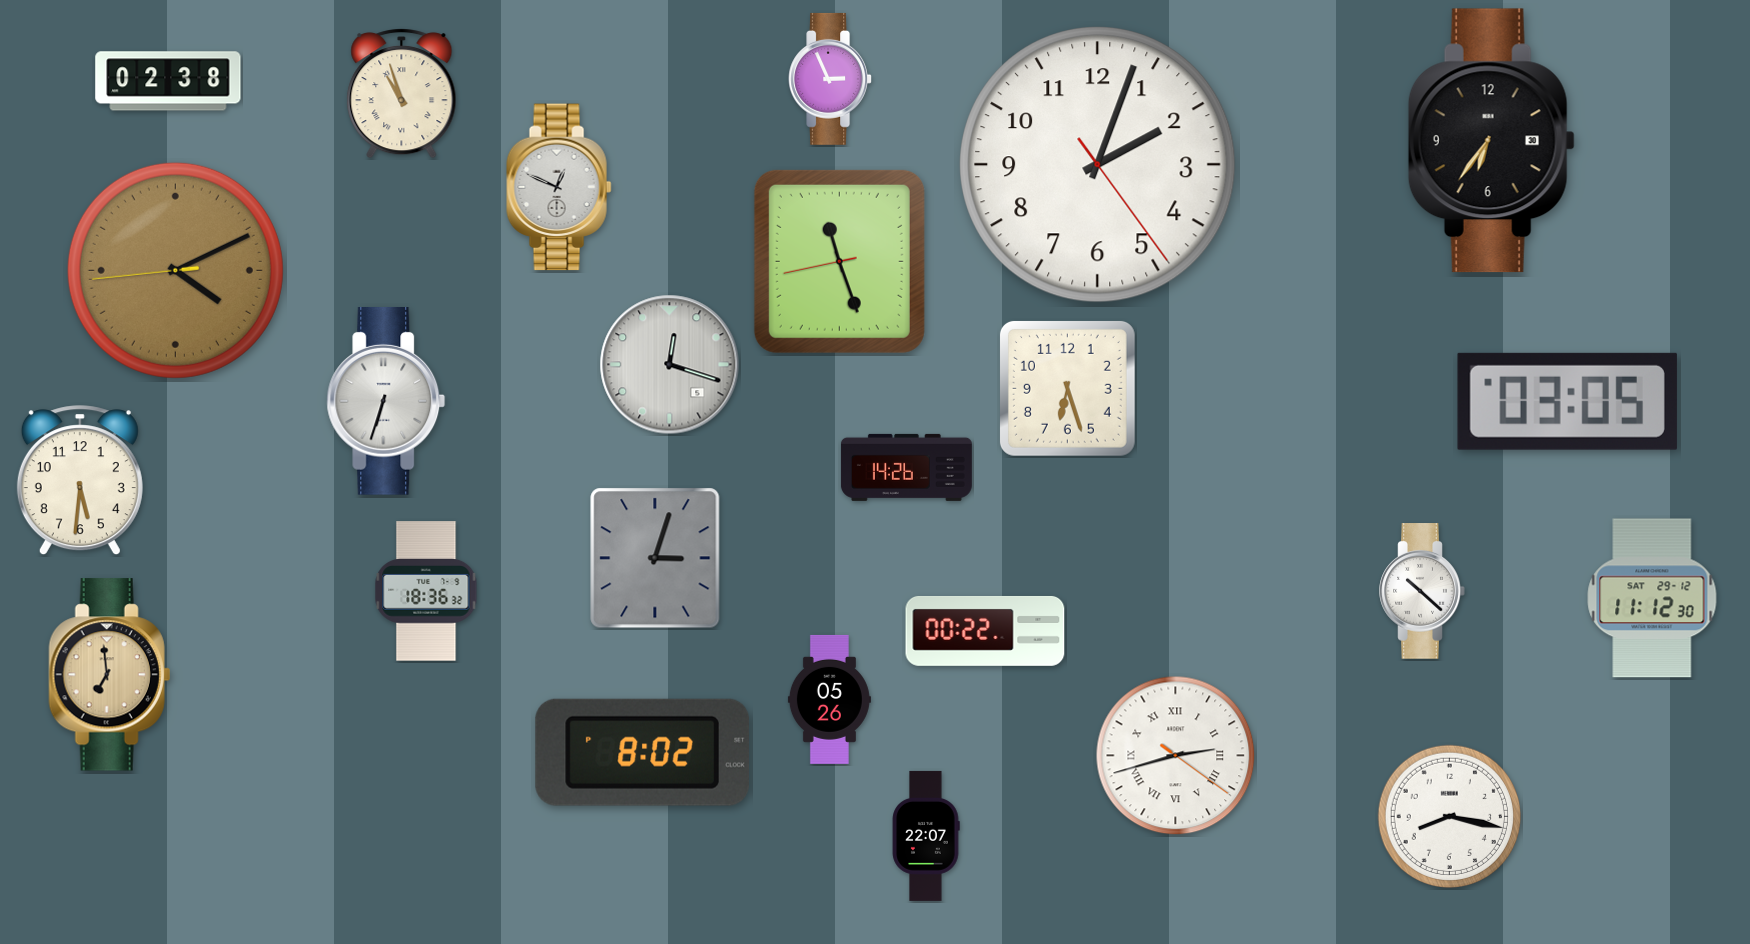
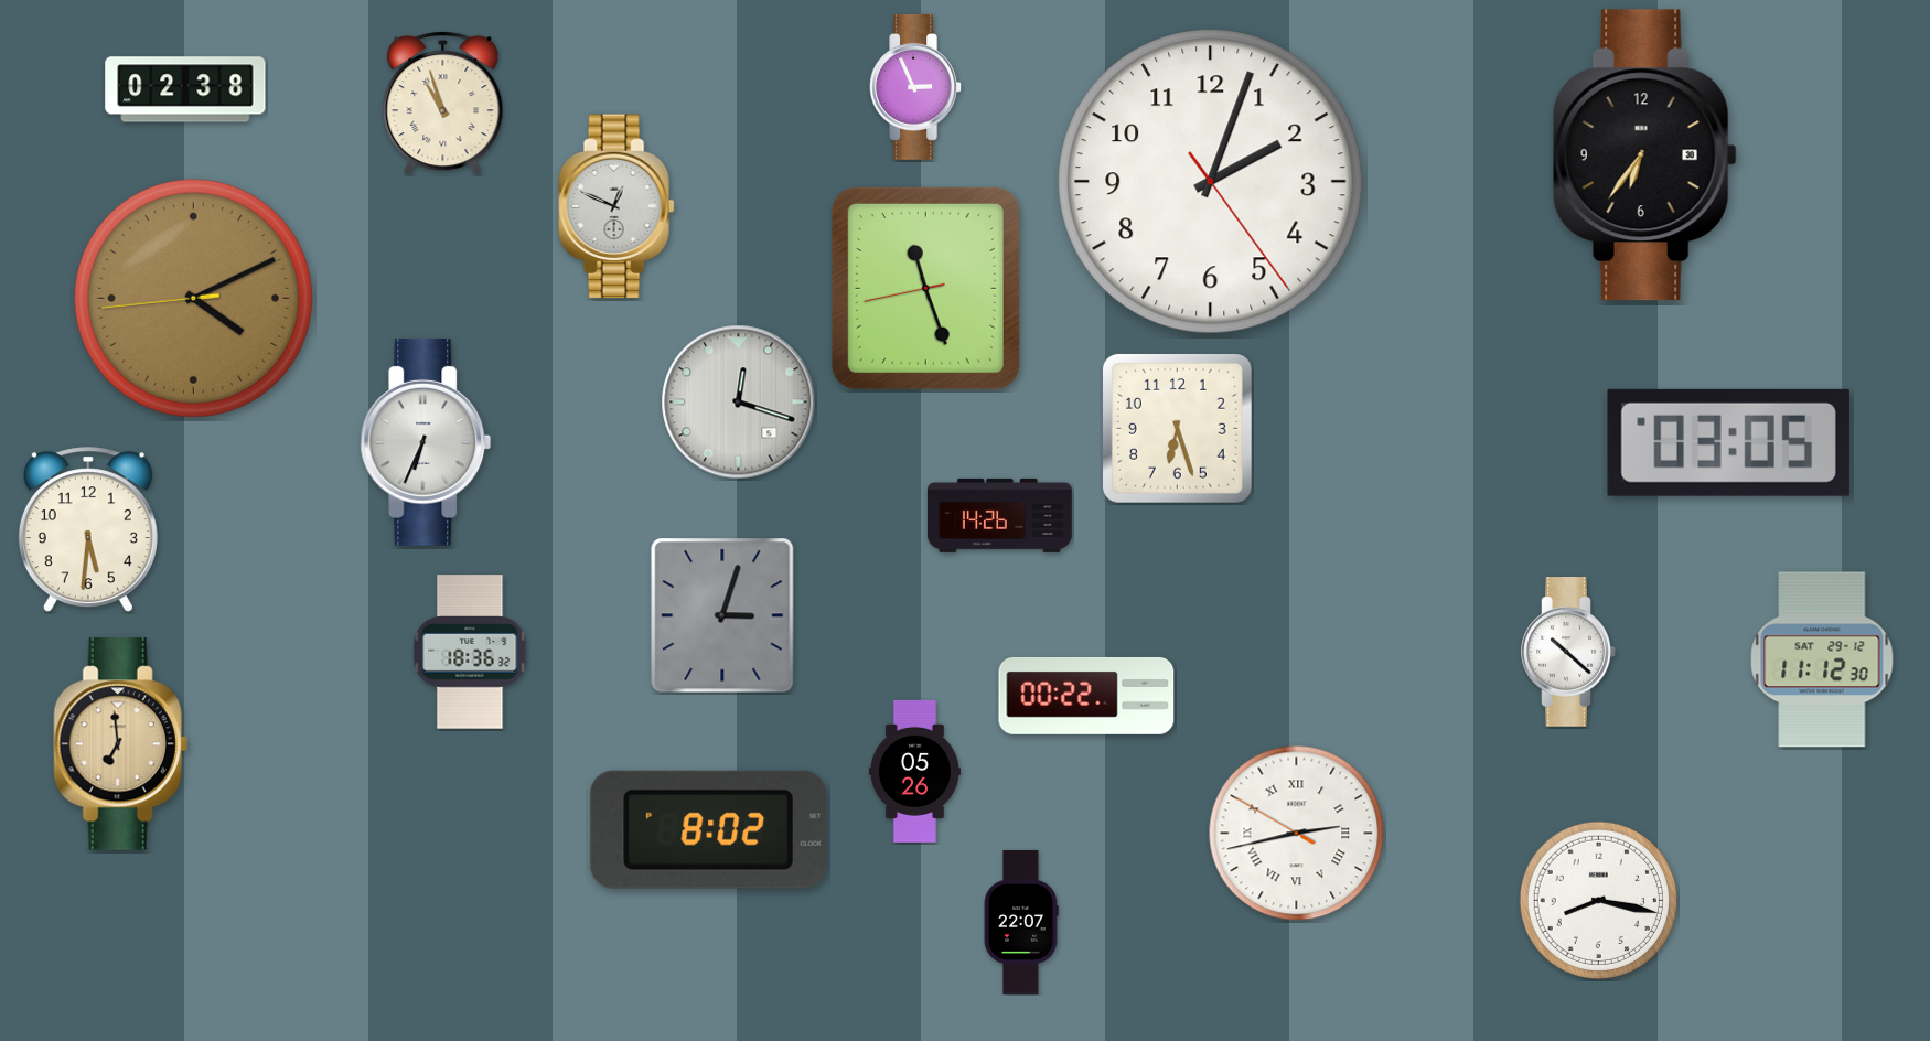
clock at (386, 402): 6:33 -> 6:34
clock at (1176, 756): 2:42:21 -> 2:42:50
